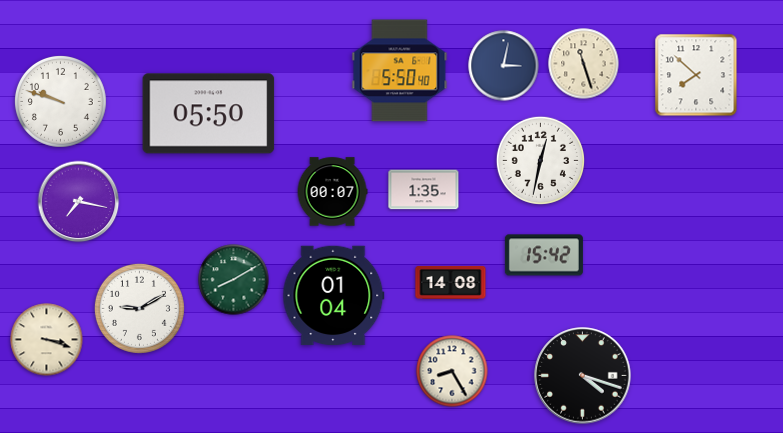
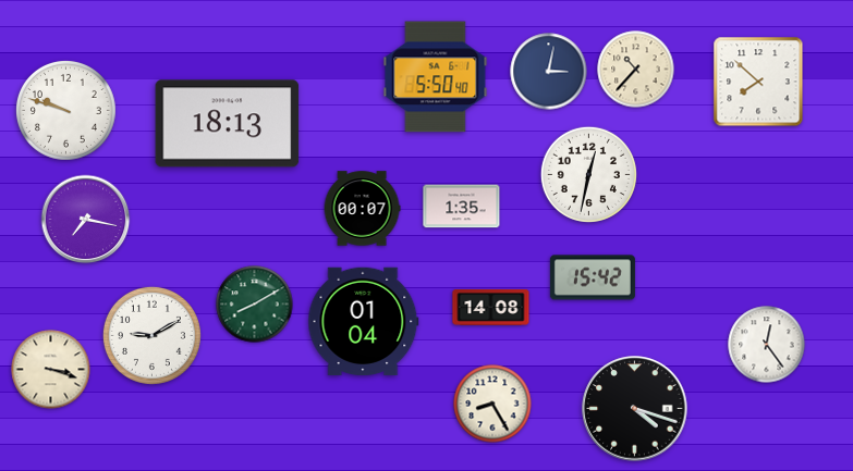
clock at (584, 64): 11:27 -> 10:37
clock at (209, 114): 05:50 -> 18:13
clock at (767, 345): none -> 12:24
